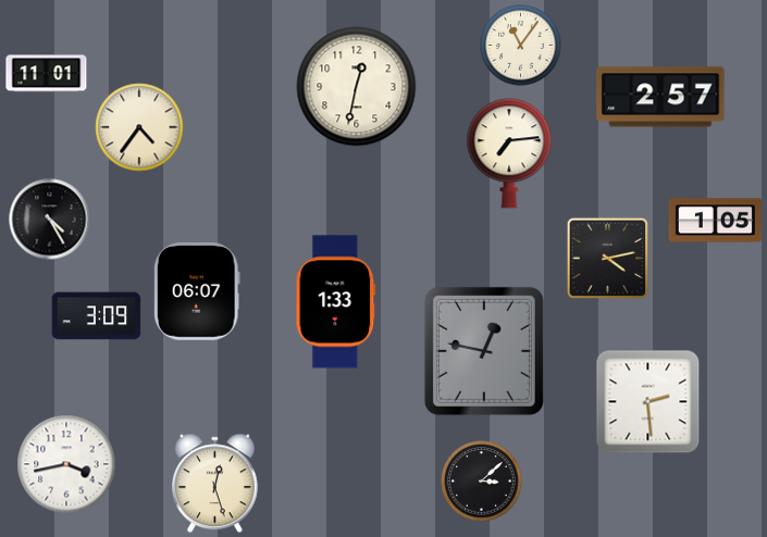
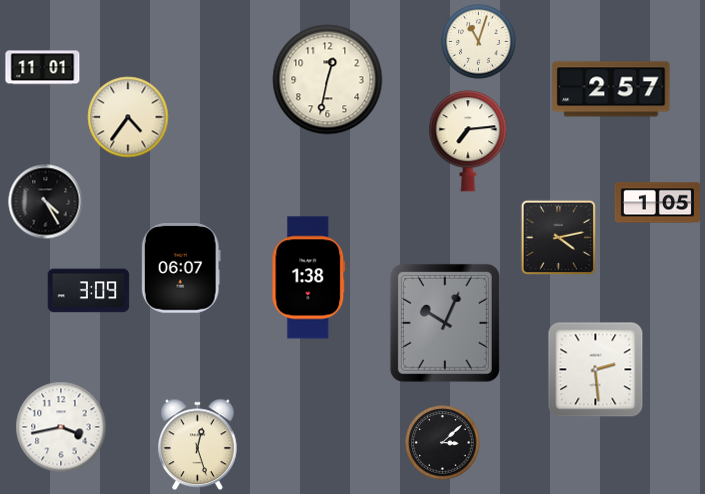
clock at (521, 46): 11:06 -> 11:03
clock at (660, 97) position: (660, 97) -> (611, 89)
clock at (336, 302): 1:33 -> 1:38
clock at (484, 351): 12:47 -> 10:04
